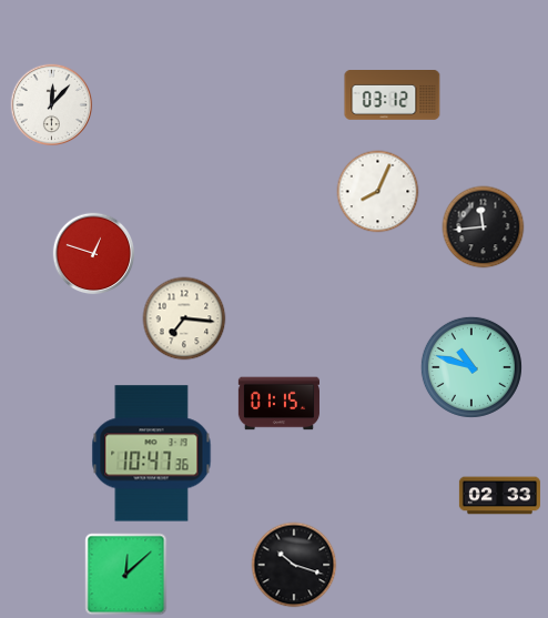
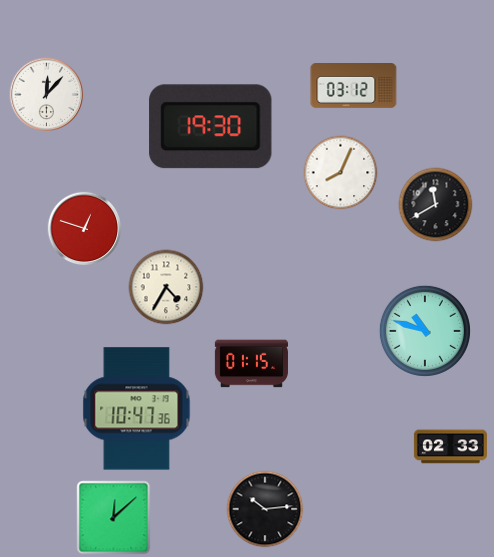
clock at (211, 127): none -> 19:30
clock at (484, 227): 11:44 -> 11:40
clock at (184, 318): 7:16 -> 4:35
clock at (294, 565): 10:18 -> 10:14
